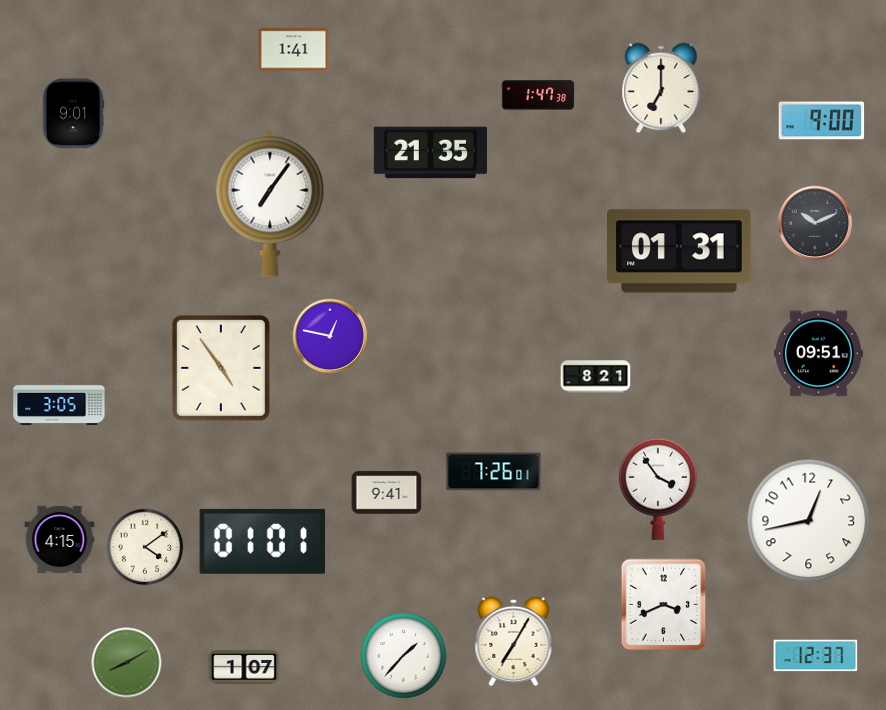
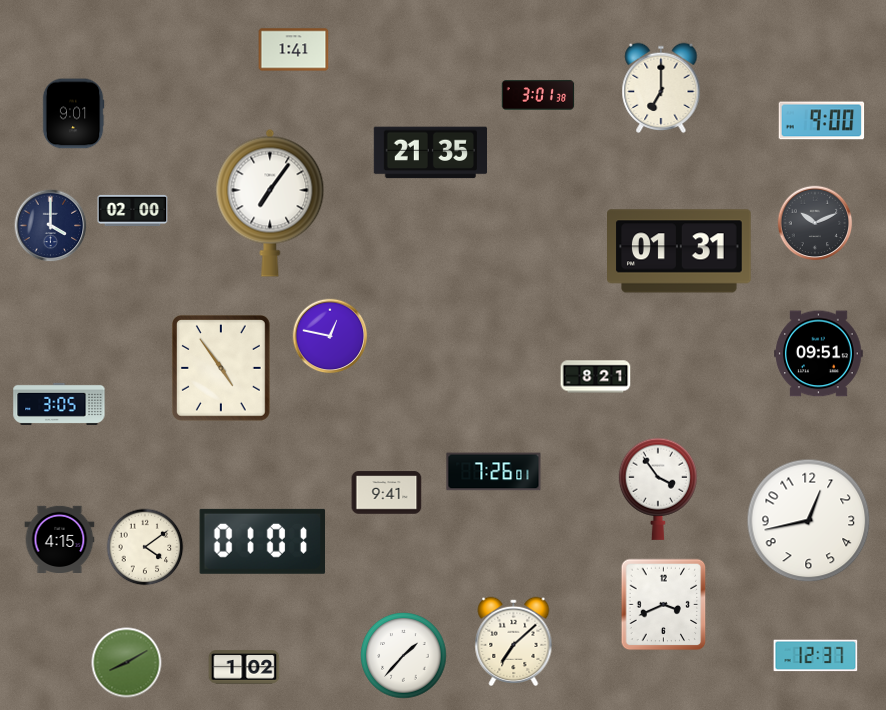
clock at (538, 95): 1:47 -> 3:01
clock at (133, 210): none -> 02:00
clock at (51, 226): none -> 4:00
clock at (514, 641): 7:05 -> 7:08
clock at (244, 667): 1:07 -> 1:02
